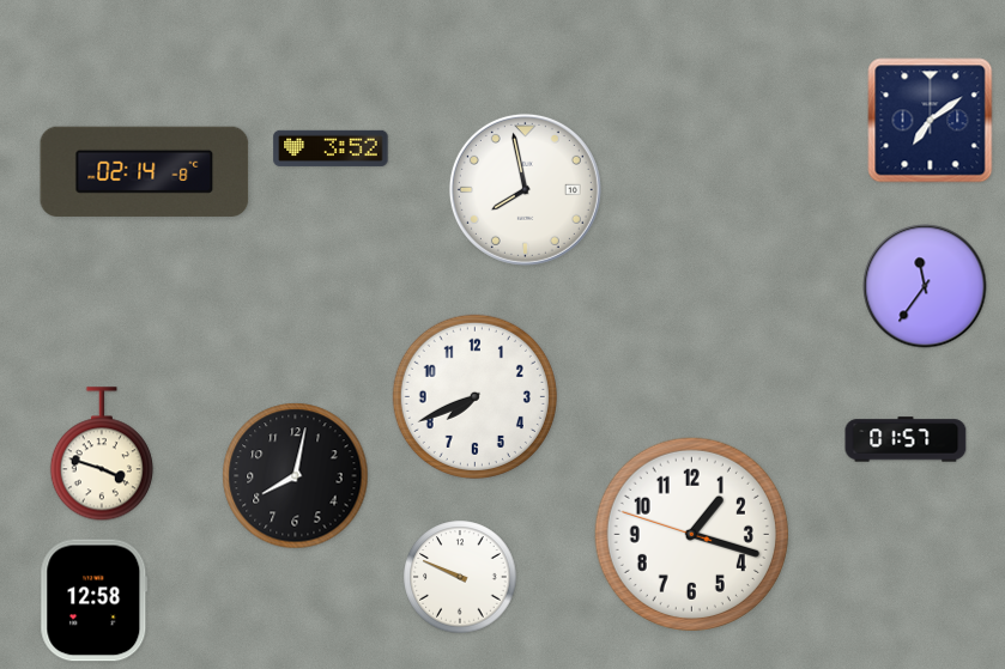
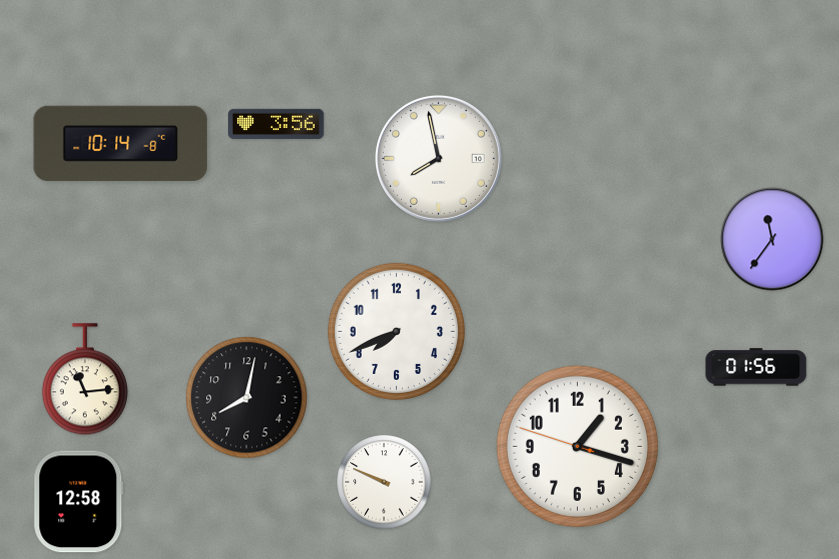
clock at (931, 121): 7:09 -> none
clock at (331, 148): 3:52 -> 3:56
clock at (145, 171): 02:14 -> 10:14
clock at (906, 439): 01:57 -> 01:56
clock at (102, 455): 3:48 -> 11:14
